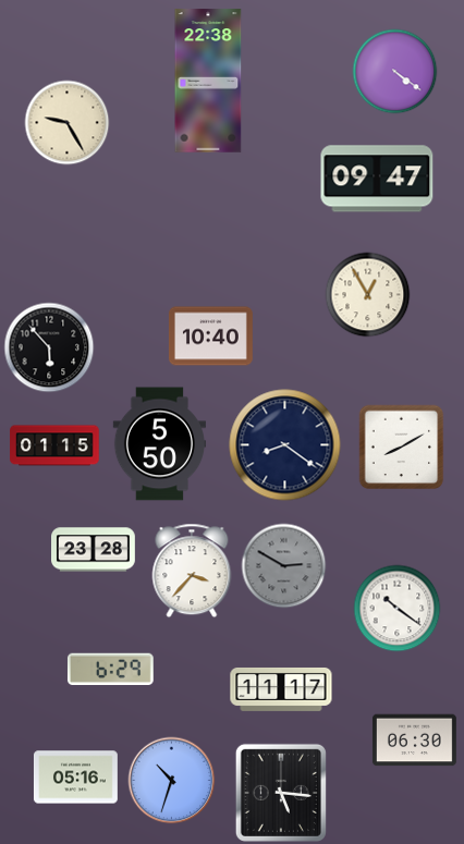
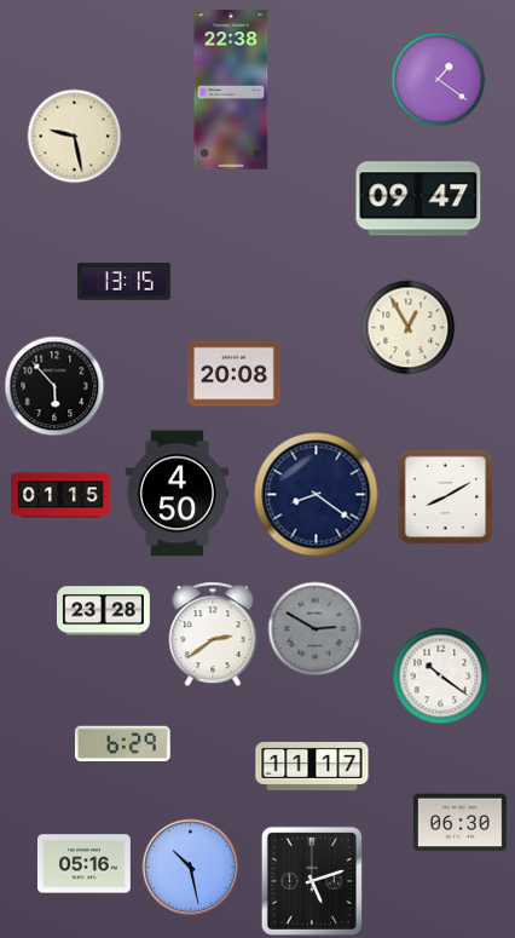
clock at (394, 71): 4:21 -> 1:21
clock at (66, 122): 9:25 -> 9:28
clock at (123, 282): none -> 13:15
clock at (210, 337): 10:40 -> 20:08
clock at (159, 444): 5:50 -> 4:50
clock at (192, 571): 3:37 -> 2:39
clock at (171, 780): 10:33 -> 10:28
clock at (281, 793): 5:16 -> 5:12
